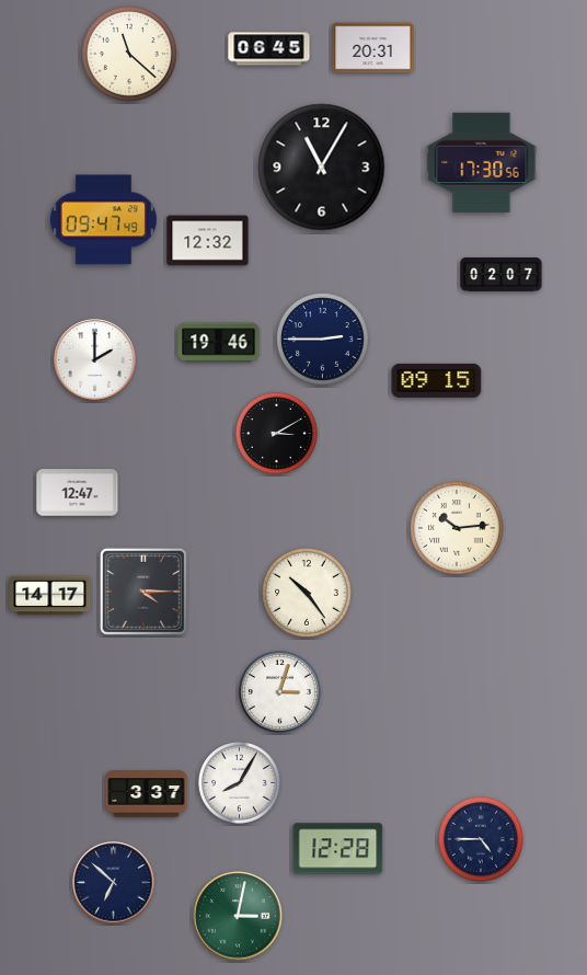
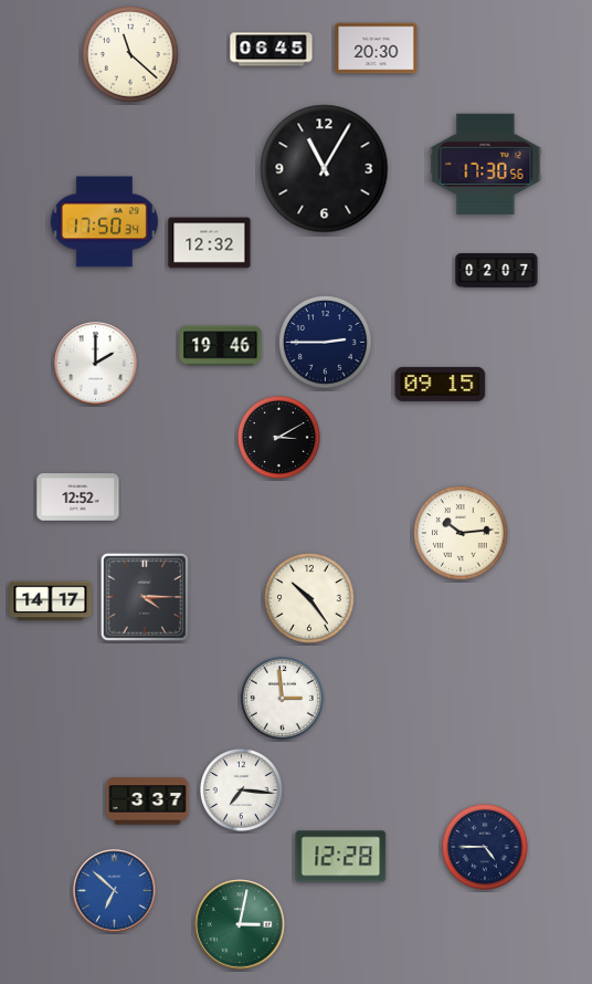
clock at (373, 48): 20:31 -> 20:30
clock at (103, 220): 09:47 -> 17:50
clock at (502, 275) position: (502, 275) -> (497, 271)
clock at (78, 493): 12:47 -> 12:52
clock at (279, 691): 3:03 -> 2:59
clock at (239, 782): 8:05 -> 7:16
clock at (114, 883) dial: navy -> blue
